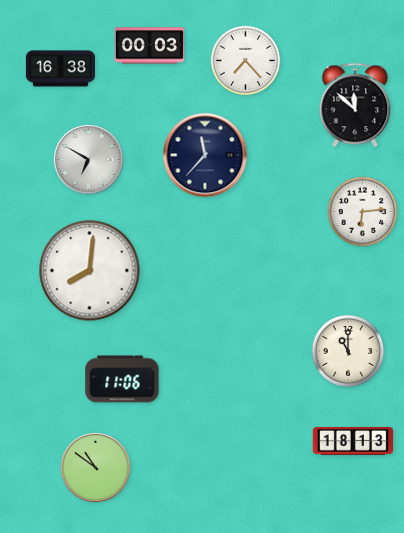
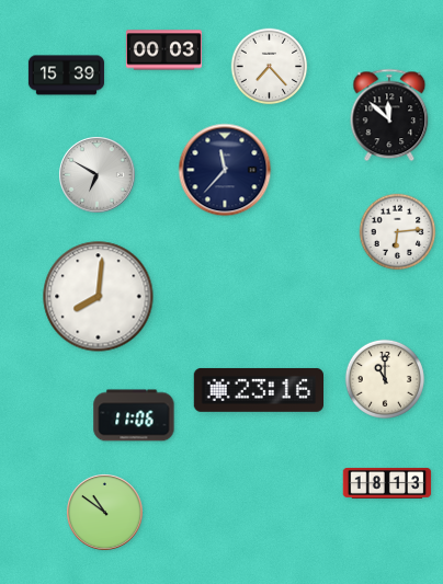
clock at (60, 69): 16:38 -> 15:39
clock at (348, 351) position: (348, 351) -> (385, 379)
clock at (258, 390): none -> 23:16
